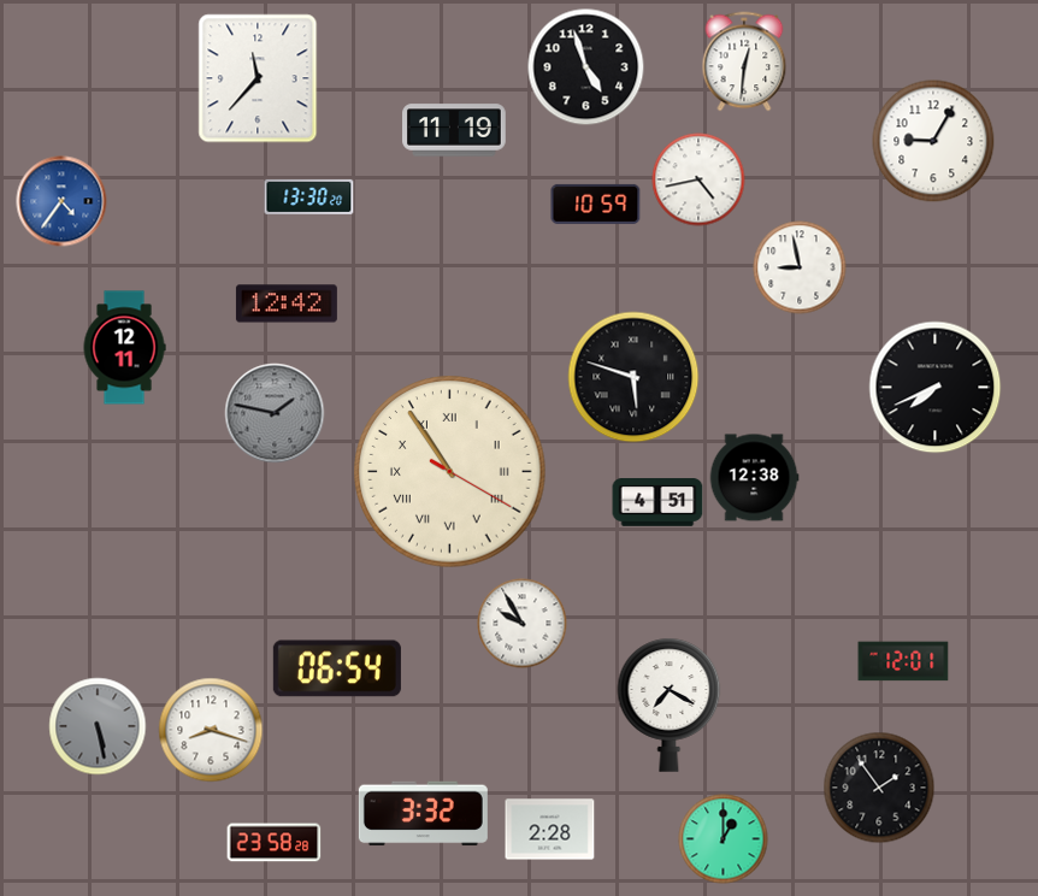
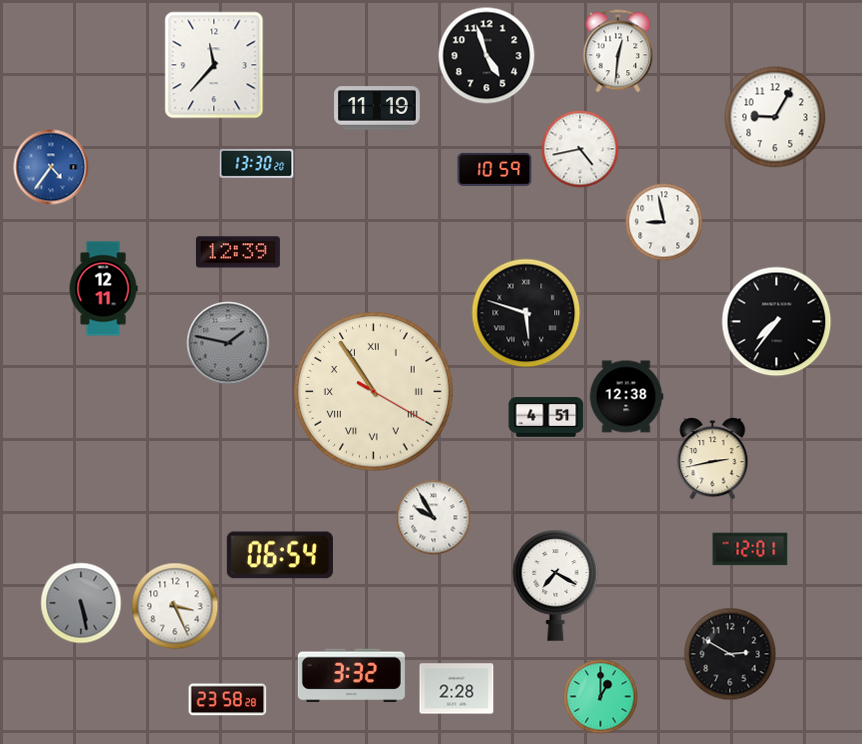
clock at (287, 303): 12:42 -> 12:39
clock at (936, 388): 7:41 -> 7:36
clock at (713, 459): none -> 2:43
clock at (211, 730): 8:18 -> 3:26
clock at (879, 788): 1:54 -> 2:50
